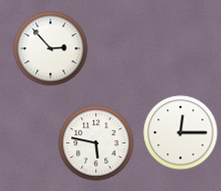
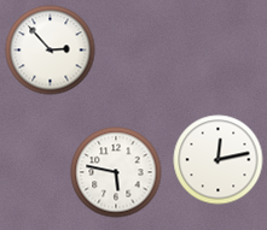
clock at (51, 49) position: (51, 49) -> (51, 51)
clock at (181, 133): 12:15 -> 12:13
